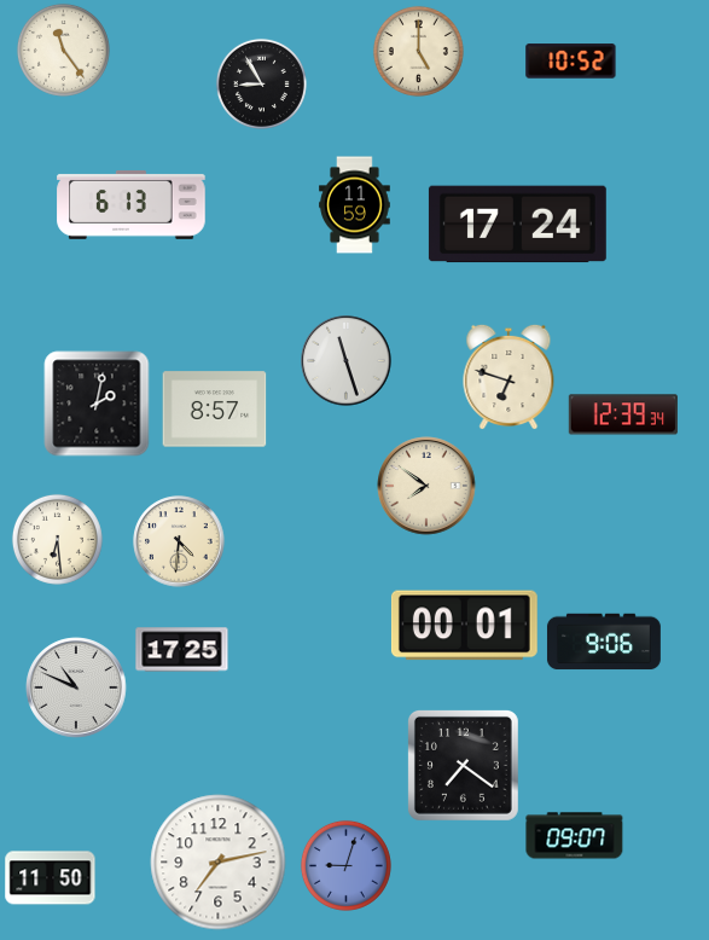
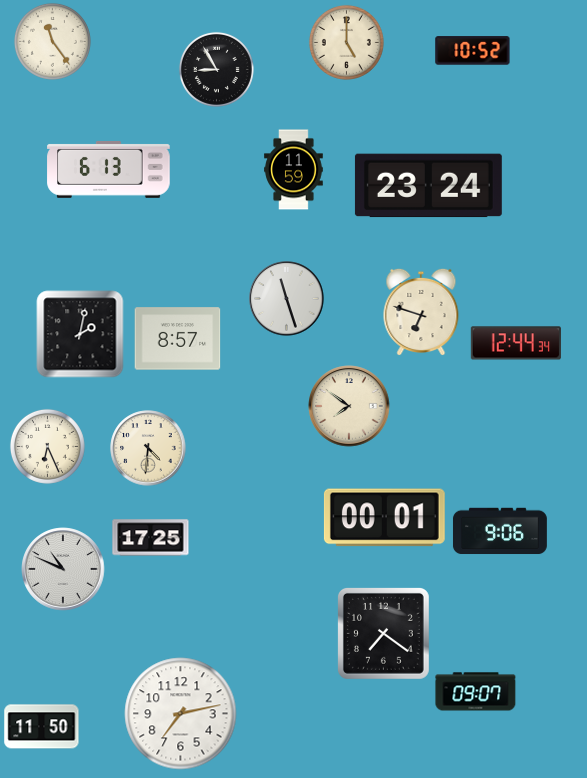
clock at (517, 225): 17:24 -> 23:24
clock at (623, 414): 12:39 -> 12:44
clock at (426, 486) position: (426, 486) -> (349, 406)
clock at (57, 539): 6:29 -> 6:26
clock at (345, 865): 9:03 -> none
